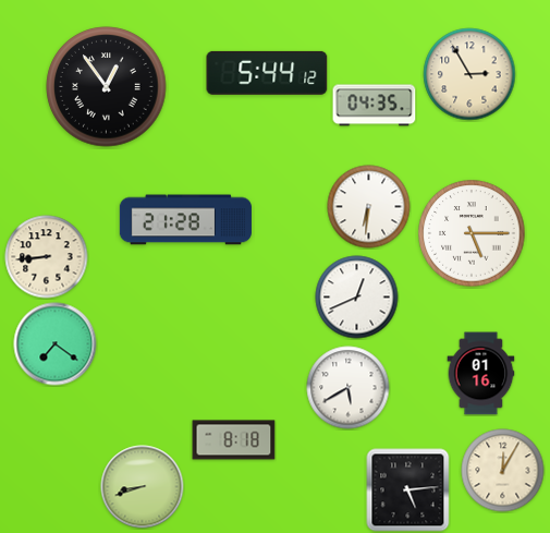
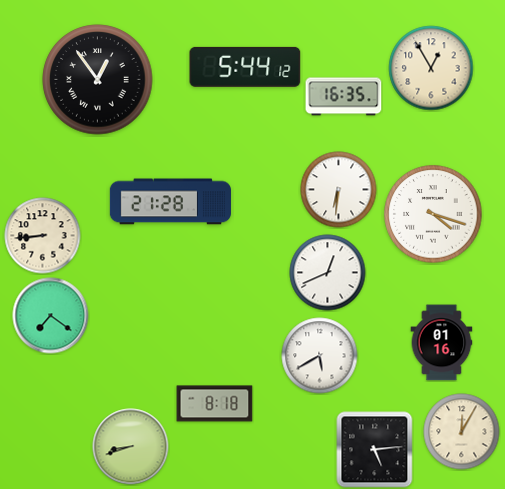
clock at (469, 74): 2:55 -> 12:55
clock at (375, 106): 04:35 -> 16:35
clock at (472, 233): 5:15 -> 4:18
